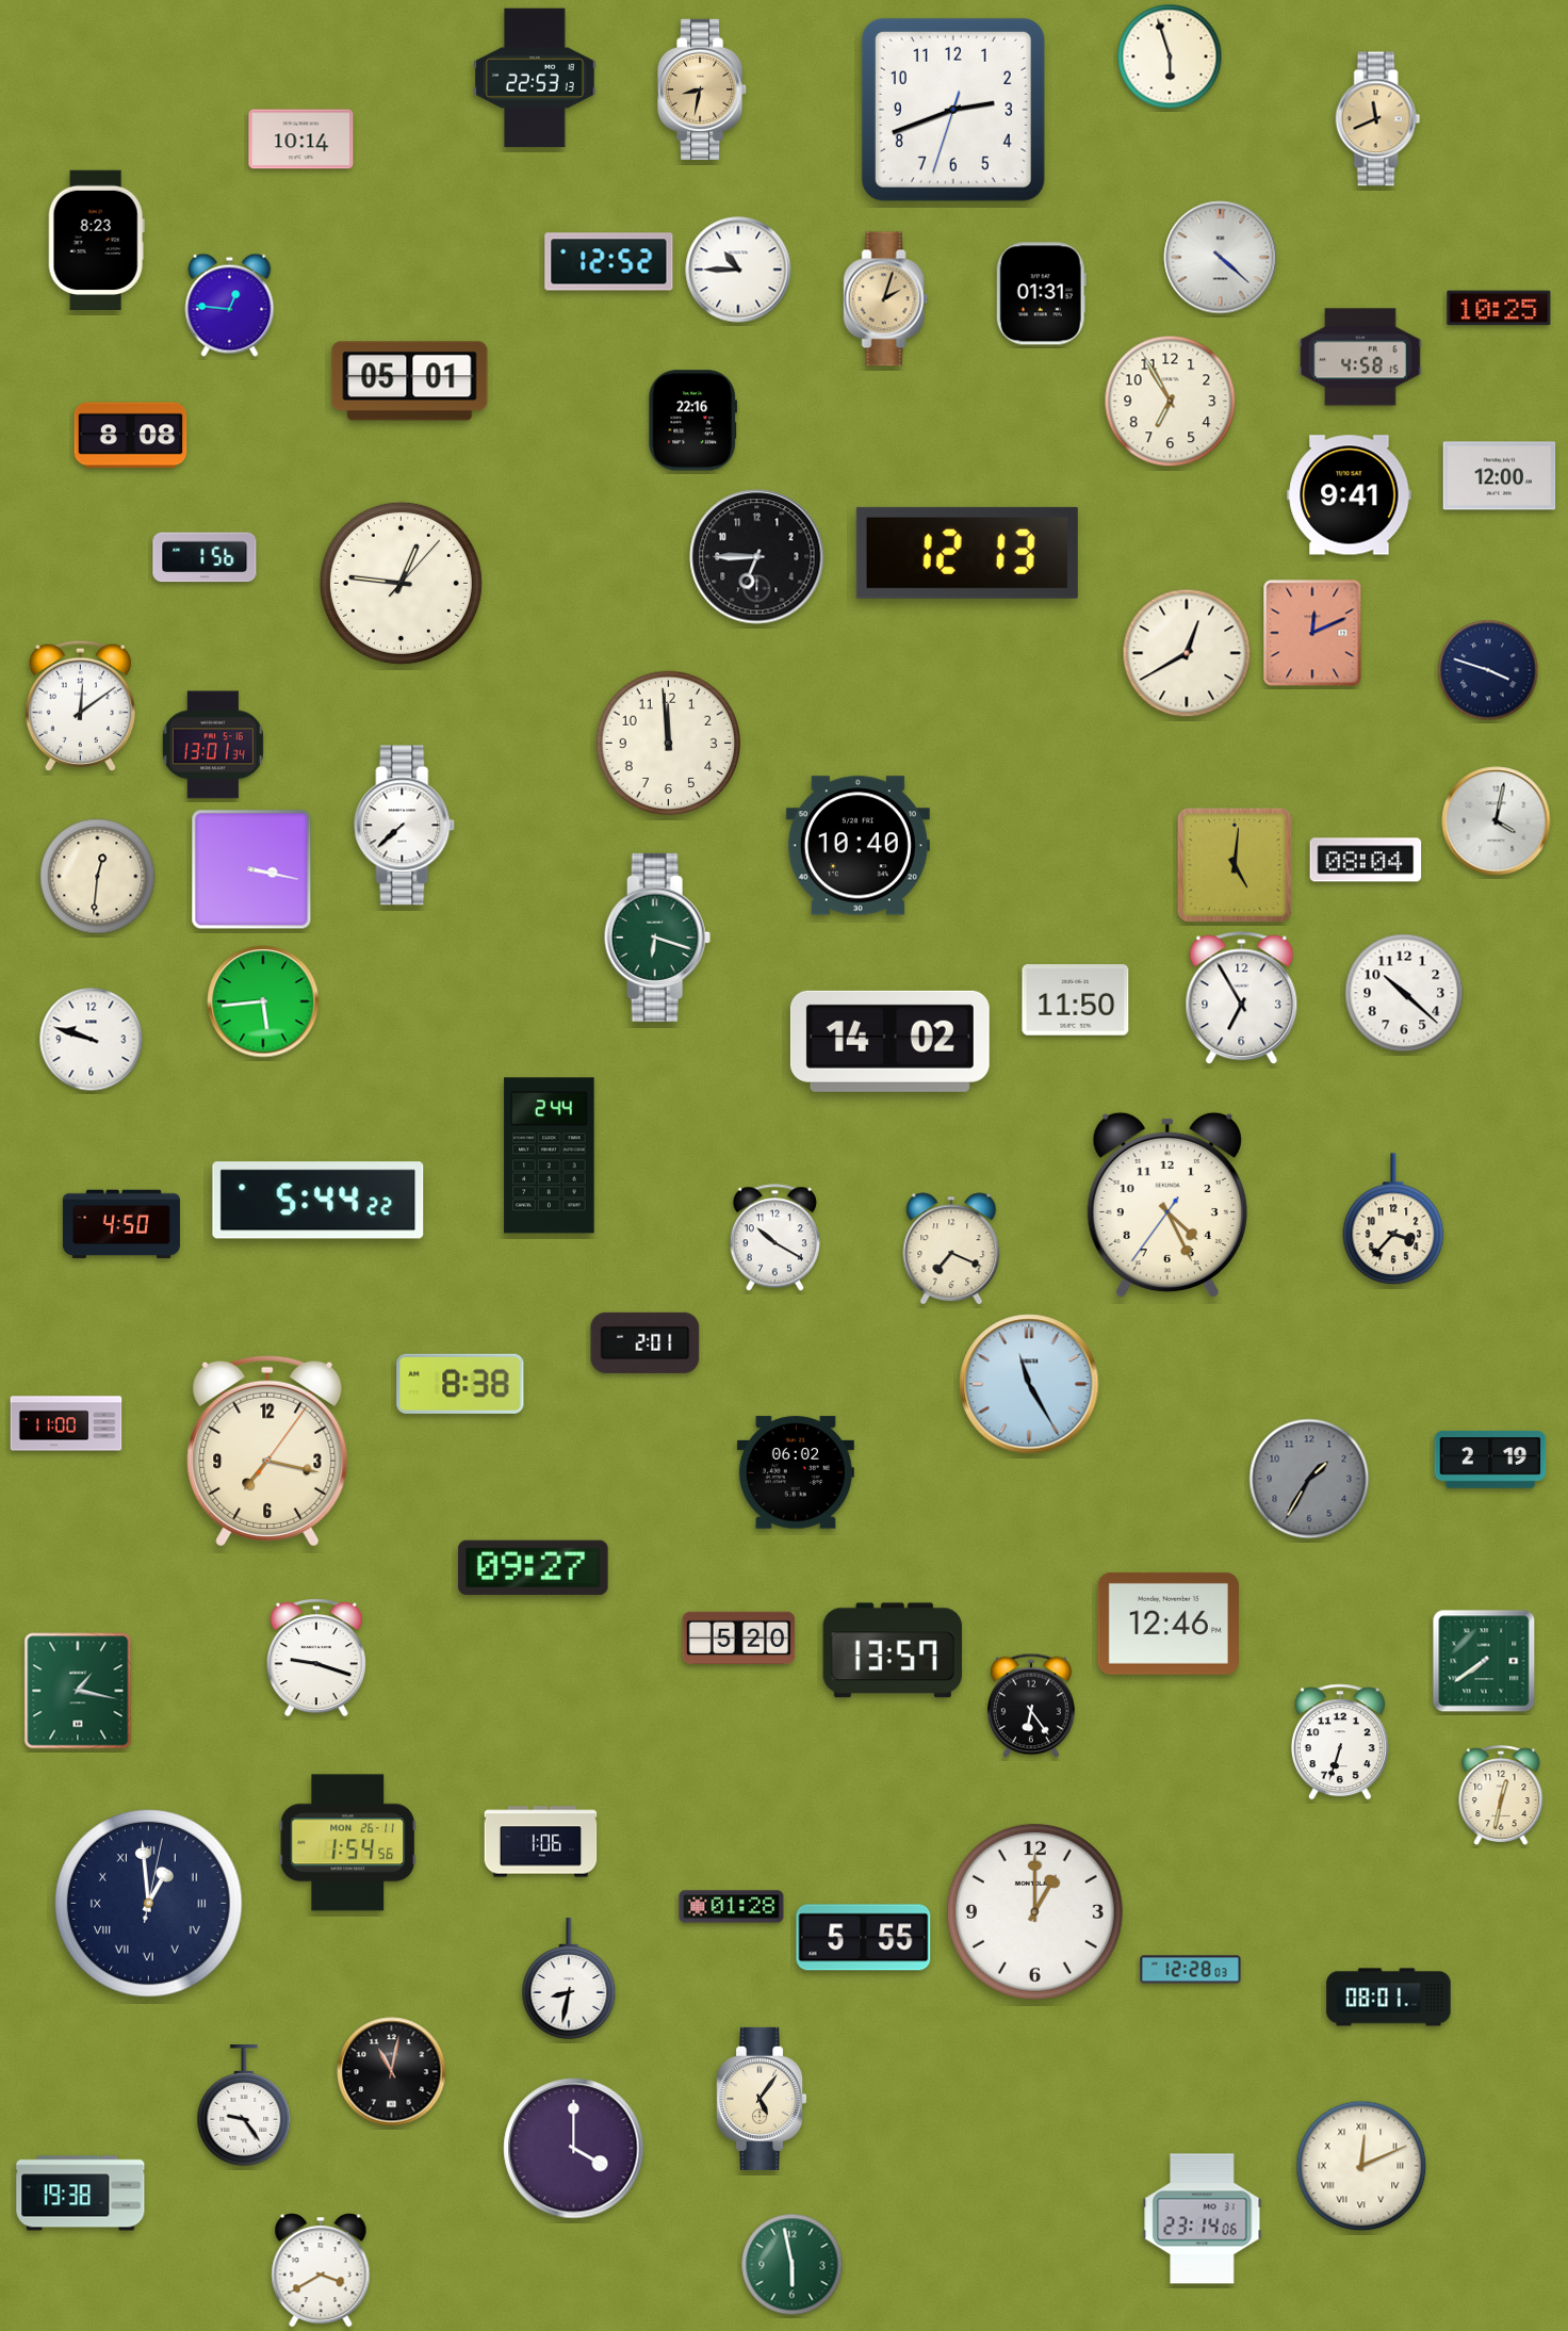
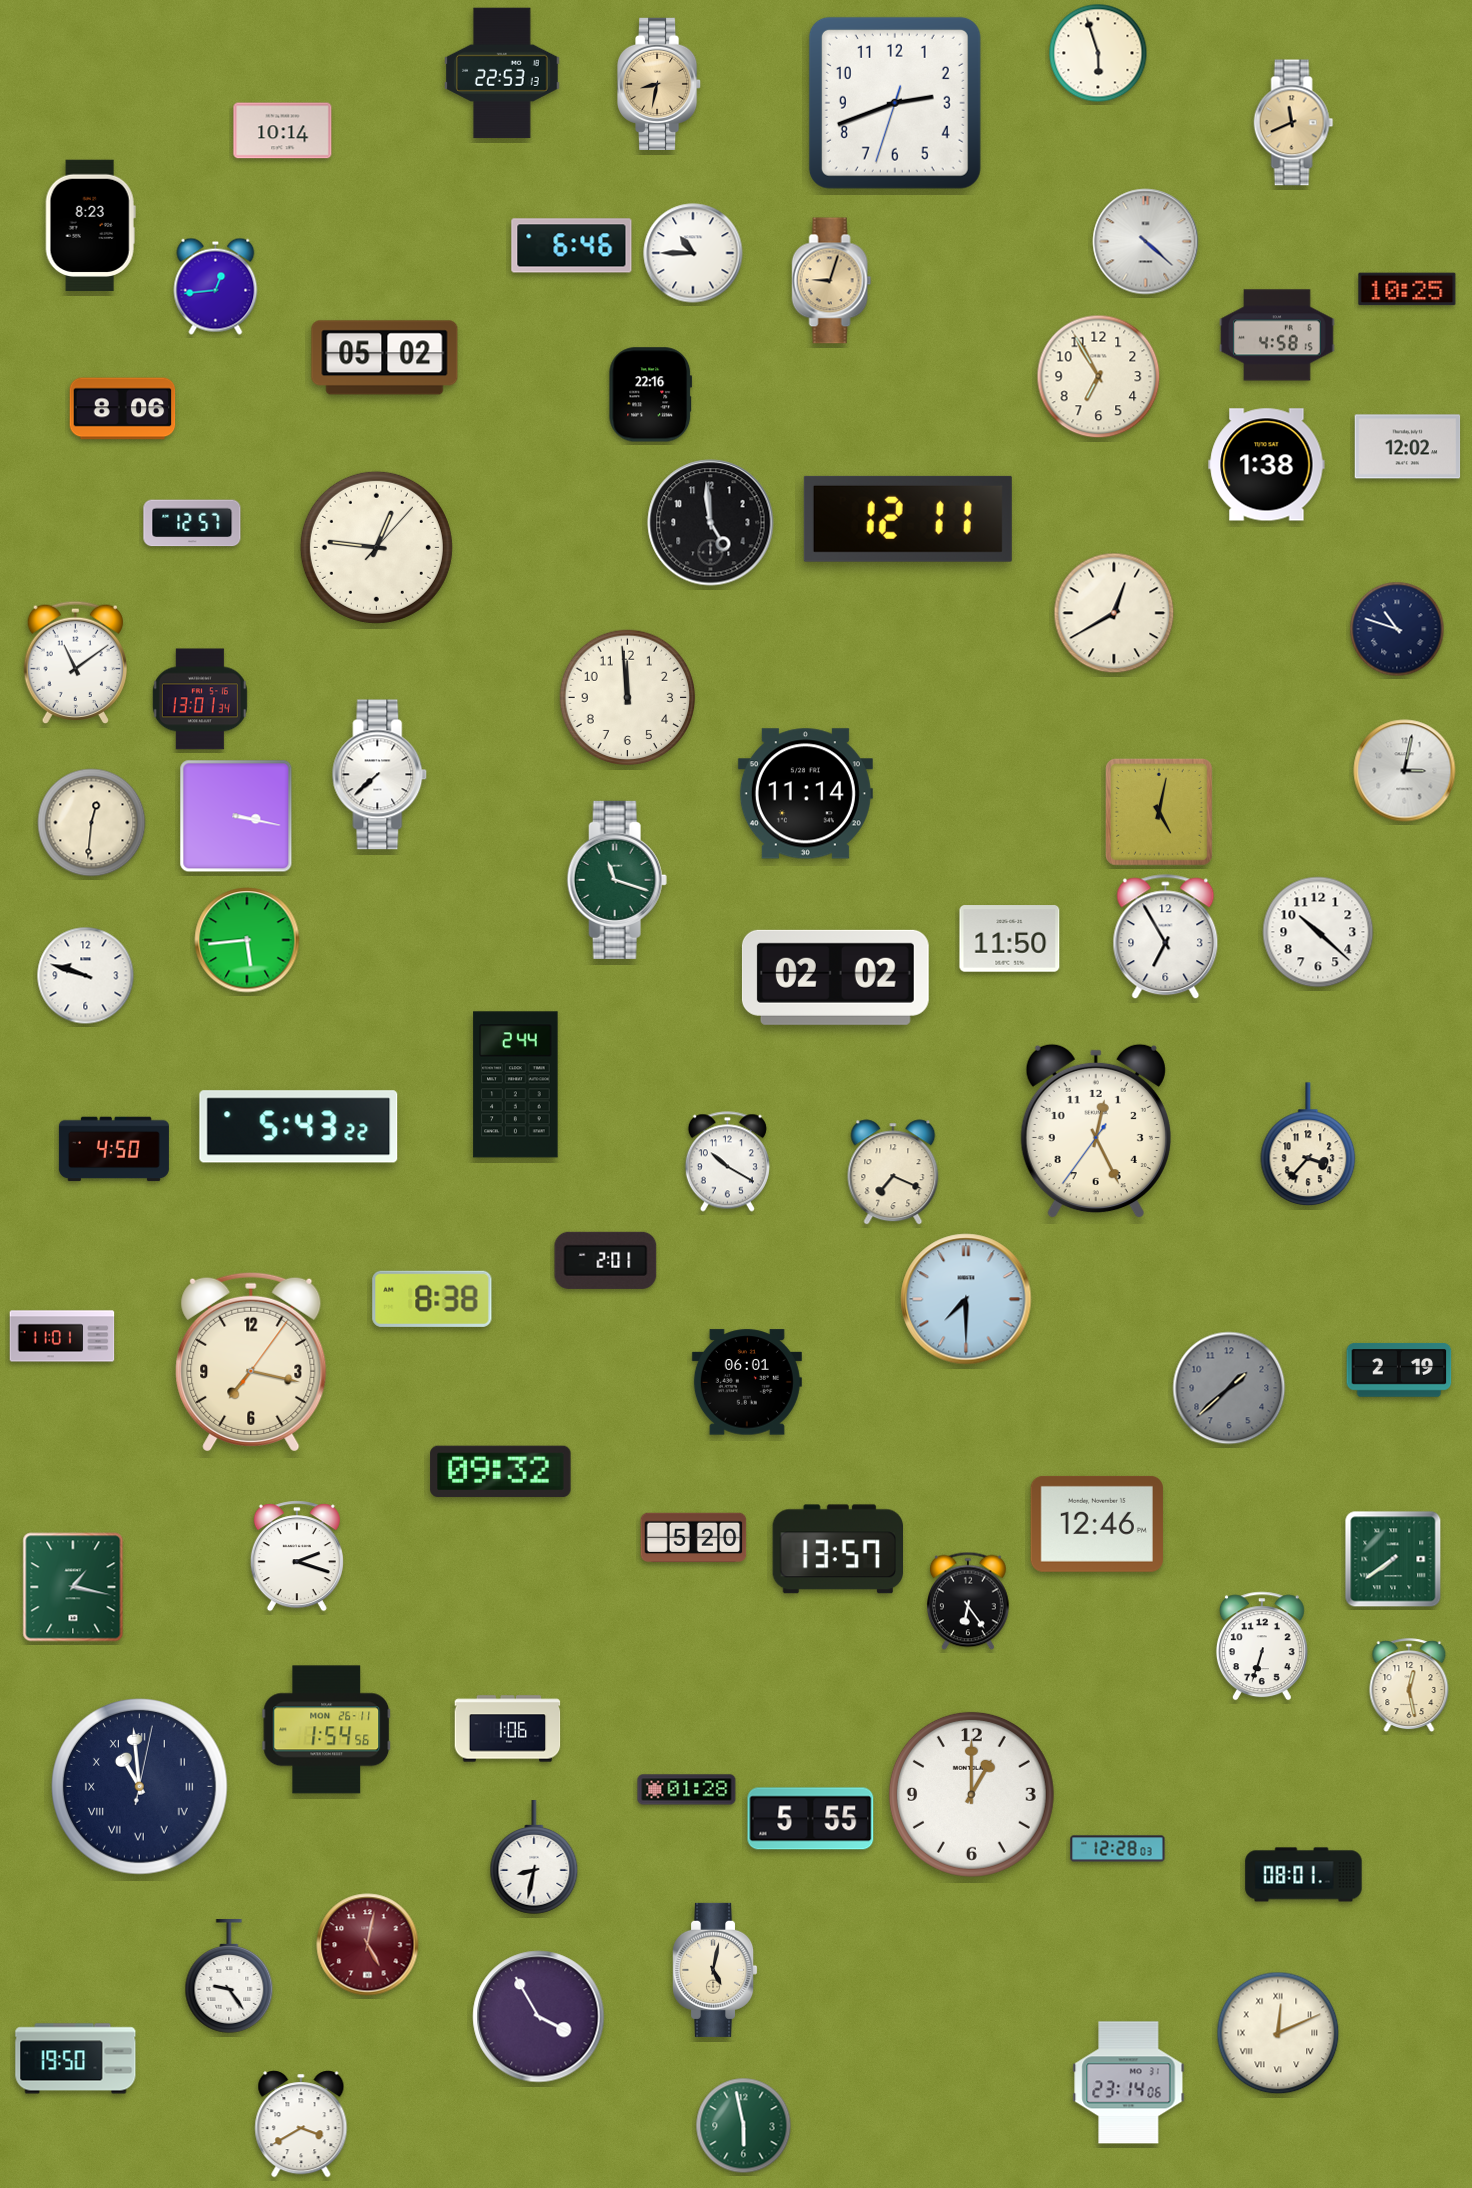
clock at (1378, 119) position: (1378, 119) -> (1294, 123)
clock at (609, 262): 12:52 -> 6:46
clock at (1041, 294): 01:31 -> none
clock at (886, 299): 2:03 -> 9:03
clock at (230, 305): 12:46 -> 12:44
clock at (410, 381): 05:01 -> 05:02
clock at (131, 436): 8:08 -> 8:06
clock at (1500, 476): 12:00 -> 12:02
clock at (1350, 495): 9:41 -> 1:38
clock at (967, 553): 12:13 -> 12:11
clock at (205, 557): 1:56 -> 12:57
clock at (757, 557): 6:45 -> 4:59
clock at (1312, 633): 12:11 -> none
clock at (1488, 670): 3:48 -> 10:48
clock at (80, 705): 12:09 -> 11:09
clock at (1497, 821): 4:02 -> 3:02
clock at (857, 846): 10:40 -> 11:14
clock at (1366, 860): 08:04 -> none
clock at (1235, 865): 5:01 -> 5:02
clock at (657, 938): 6:18 -> 11:18
clock at (889, 1041): 14:02 -> 02:02
clock at (318, 1201): 5:44 -> 5:43
clock at (1167, 1205): 4:25 -> 12:25
clock at (1029, 1384): 11:25 -> 7:30
clock at (66, 1423): 11:00 -> 11:01
clock at (796, 1472): 06:02 -> 06:01
clock at (1309, 1479): 1:35 -> 1:38
clock at (534, 1568): 09:27 -> 09:32
clock at (316, 1658): 9:18 -> 2:18
clock at (1340, 1742) position: (1340, 1742) -> (1262, 1646)
clock at (1501, 1796): 12:32 -> 12:28
clock at (149, 1904): 12:59 -> 10:59
clock at (392, 2072): 11:02 -> 5:02
clock at (392, 2072) dial: black -> burgundy
clock at (762, 2099): 5:06 -> 5:02
clock at (574, 2149): 4:00 -> 3:55
clock at (81, 2194): 19:38 -> 19:50
clock at (321, 2270) position: (321, 2270) -> (301, 2124)
